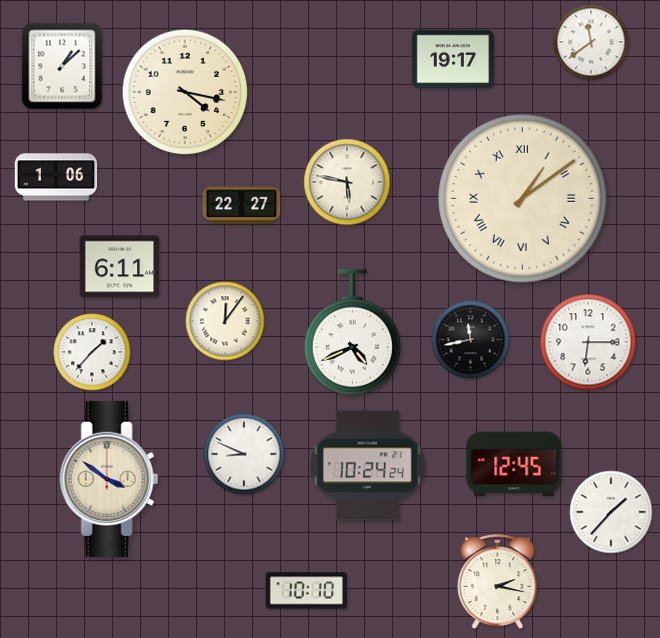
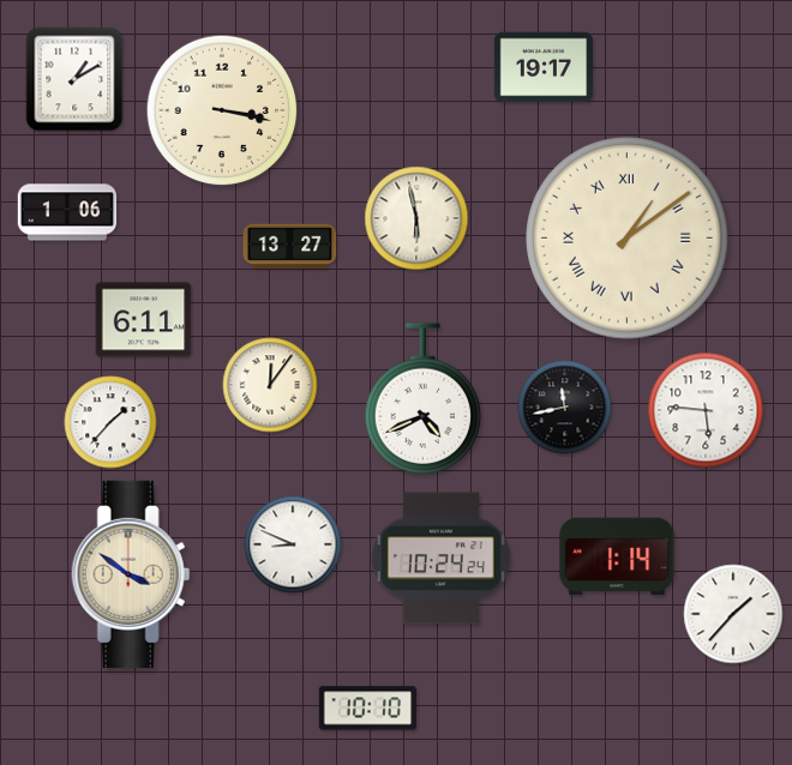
clock at (591, 42): 11:39 -> none
clock at (452, 59) position: (452, 59) -> (542, 67)
clock at (62, 66): 1:08 -> 1:10
clock at (185, 92): 4:17 -> 3:17
clock at (347, 182): 5:47 -> 5:58
clock at (242, 206): 22:27 -> 13:27
clock at (588, 342): 6:15 -> 5:46
clock at (514, 464): 12:45 -> 1:14
clock at (498, 582): 2:17 -> none
